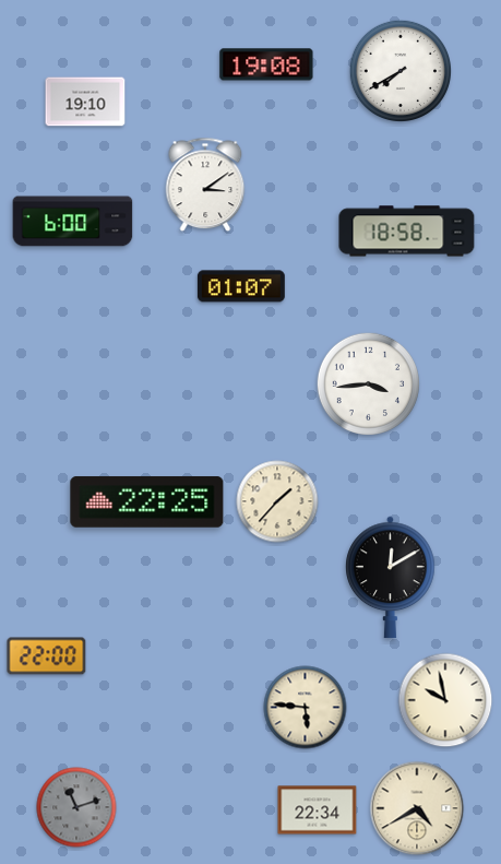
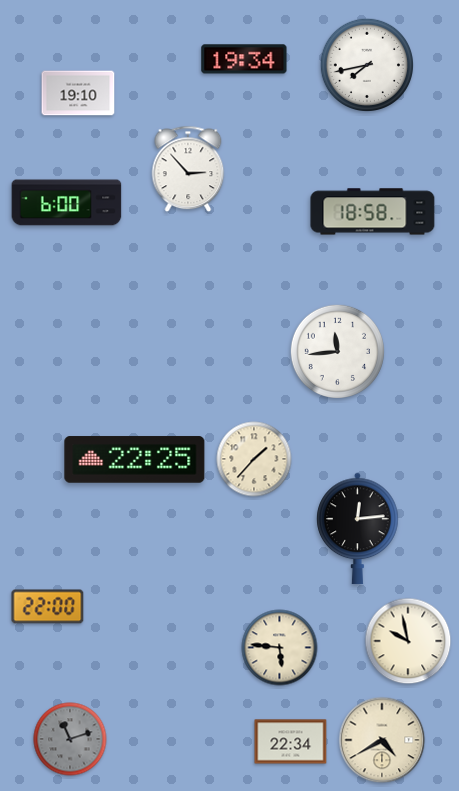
clock at (266, 64): 19:08 -> 19:34
clock at (399, 70): 7:40 -> 7:43
clock at (205, 185): 3:09 -> 2:53
clock at (241, 286): 01:07 -> none
clock at (368, 383): 3:44 -> 11:44
clock at (391, 578): 12:10 -> 12:14
clock at (47, 656) position: (47, 656) -> (48, 607)
